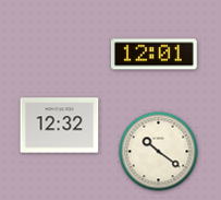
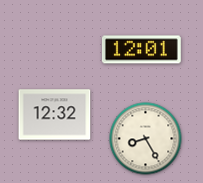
clock at (159, 152): 10:21 -> 8:25
